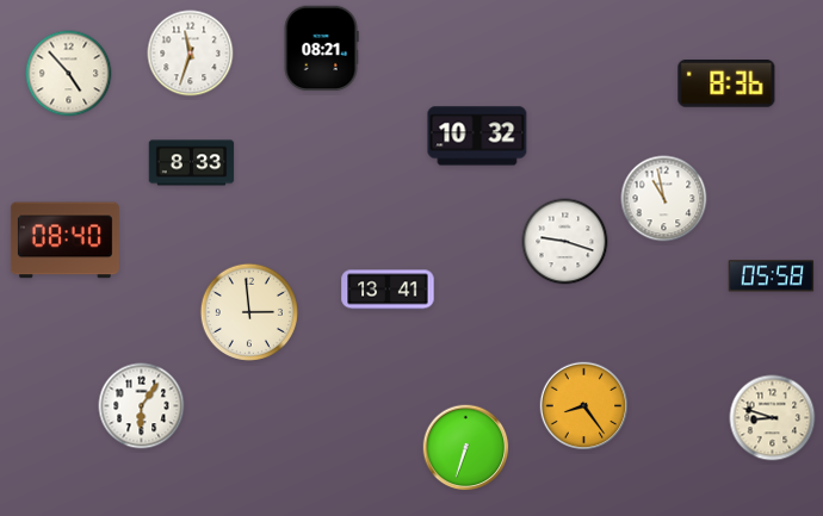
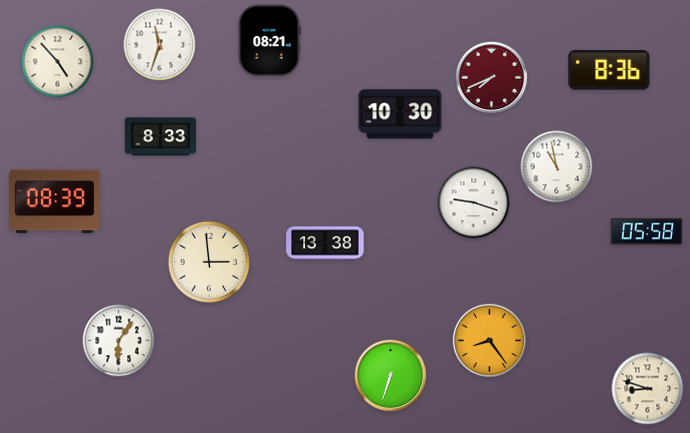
clock at (492, 78): none -> 7:41
clock at (477, 136): 10:32 -> 10:30
clock at (64, 241): 08:40 -> 08:39
clock at (388, 290): 13:41 -> 13:38
clock at (773, 418) position: (773, 418) -> (648, 389)
